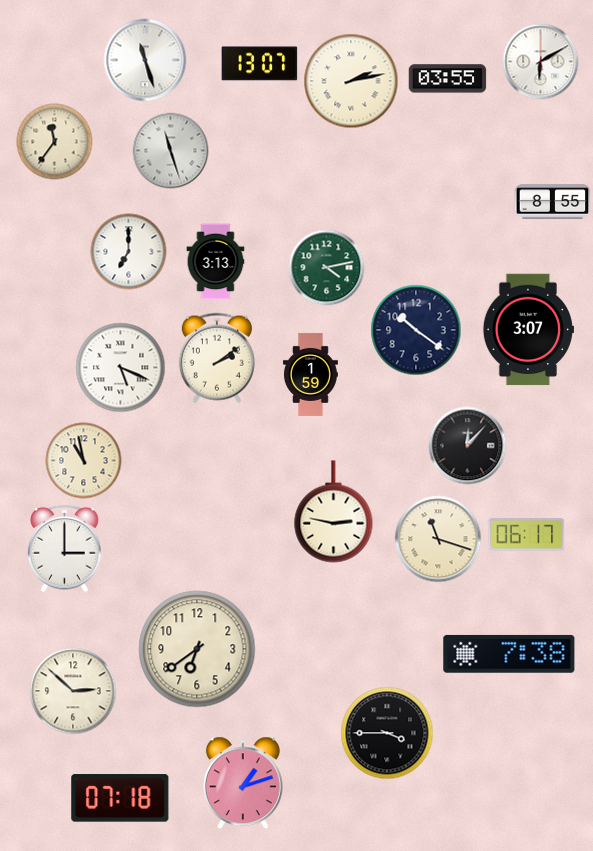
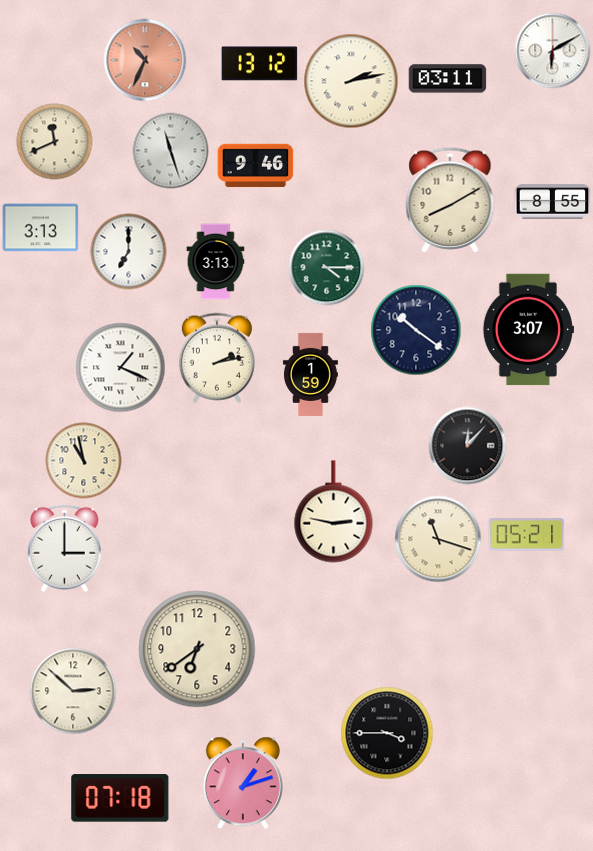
clock at (145, 60): 11:27 -> 10:34
clock at (145, 60) dial: white -> salmon
clock at (541, 62) position: (541, 62) -> (553, 51)
clock at (260, 64): 13:07 -> 13:12
clock at (448, 79): 03:55 -> 03:11
clock at (55, 142): 11:36 -> 11:41
clock at (256, 166): none -> 9:46
clock at (450, 200): none -> 8:10
clock at (41, 228): none -> 3:13
clock at (327, 268): 4:13 -> 4:15
clock at (217, 358): 2:09 -> 2:13
clock at (121, 368): 5:19 -> 1:19
clock at (527, 535): 06:17 -> 05:21
clock at (509, 654): 7:38 -> none
